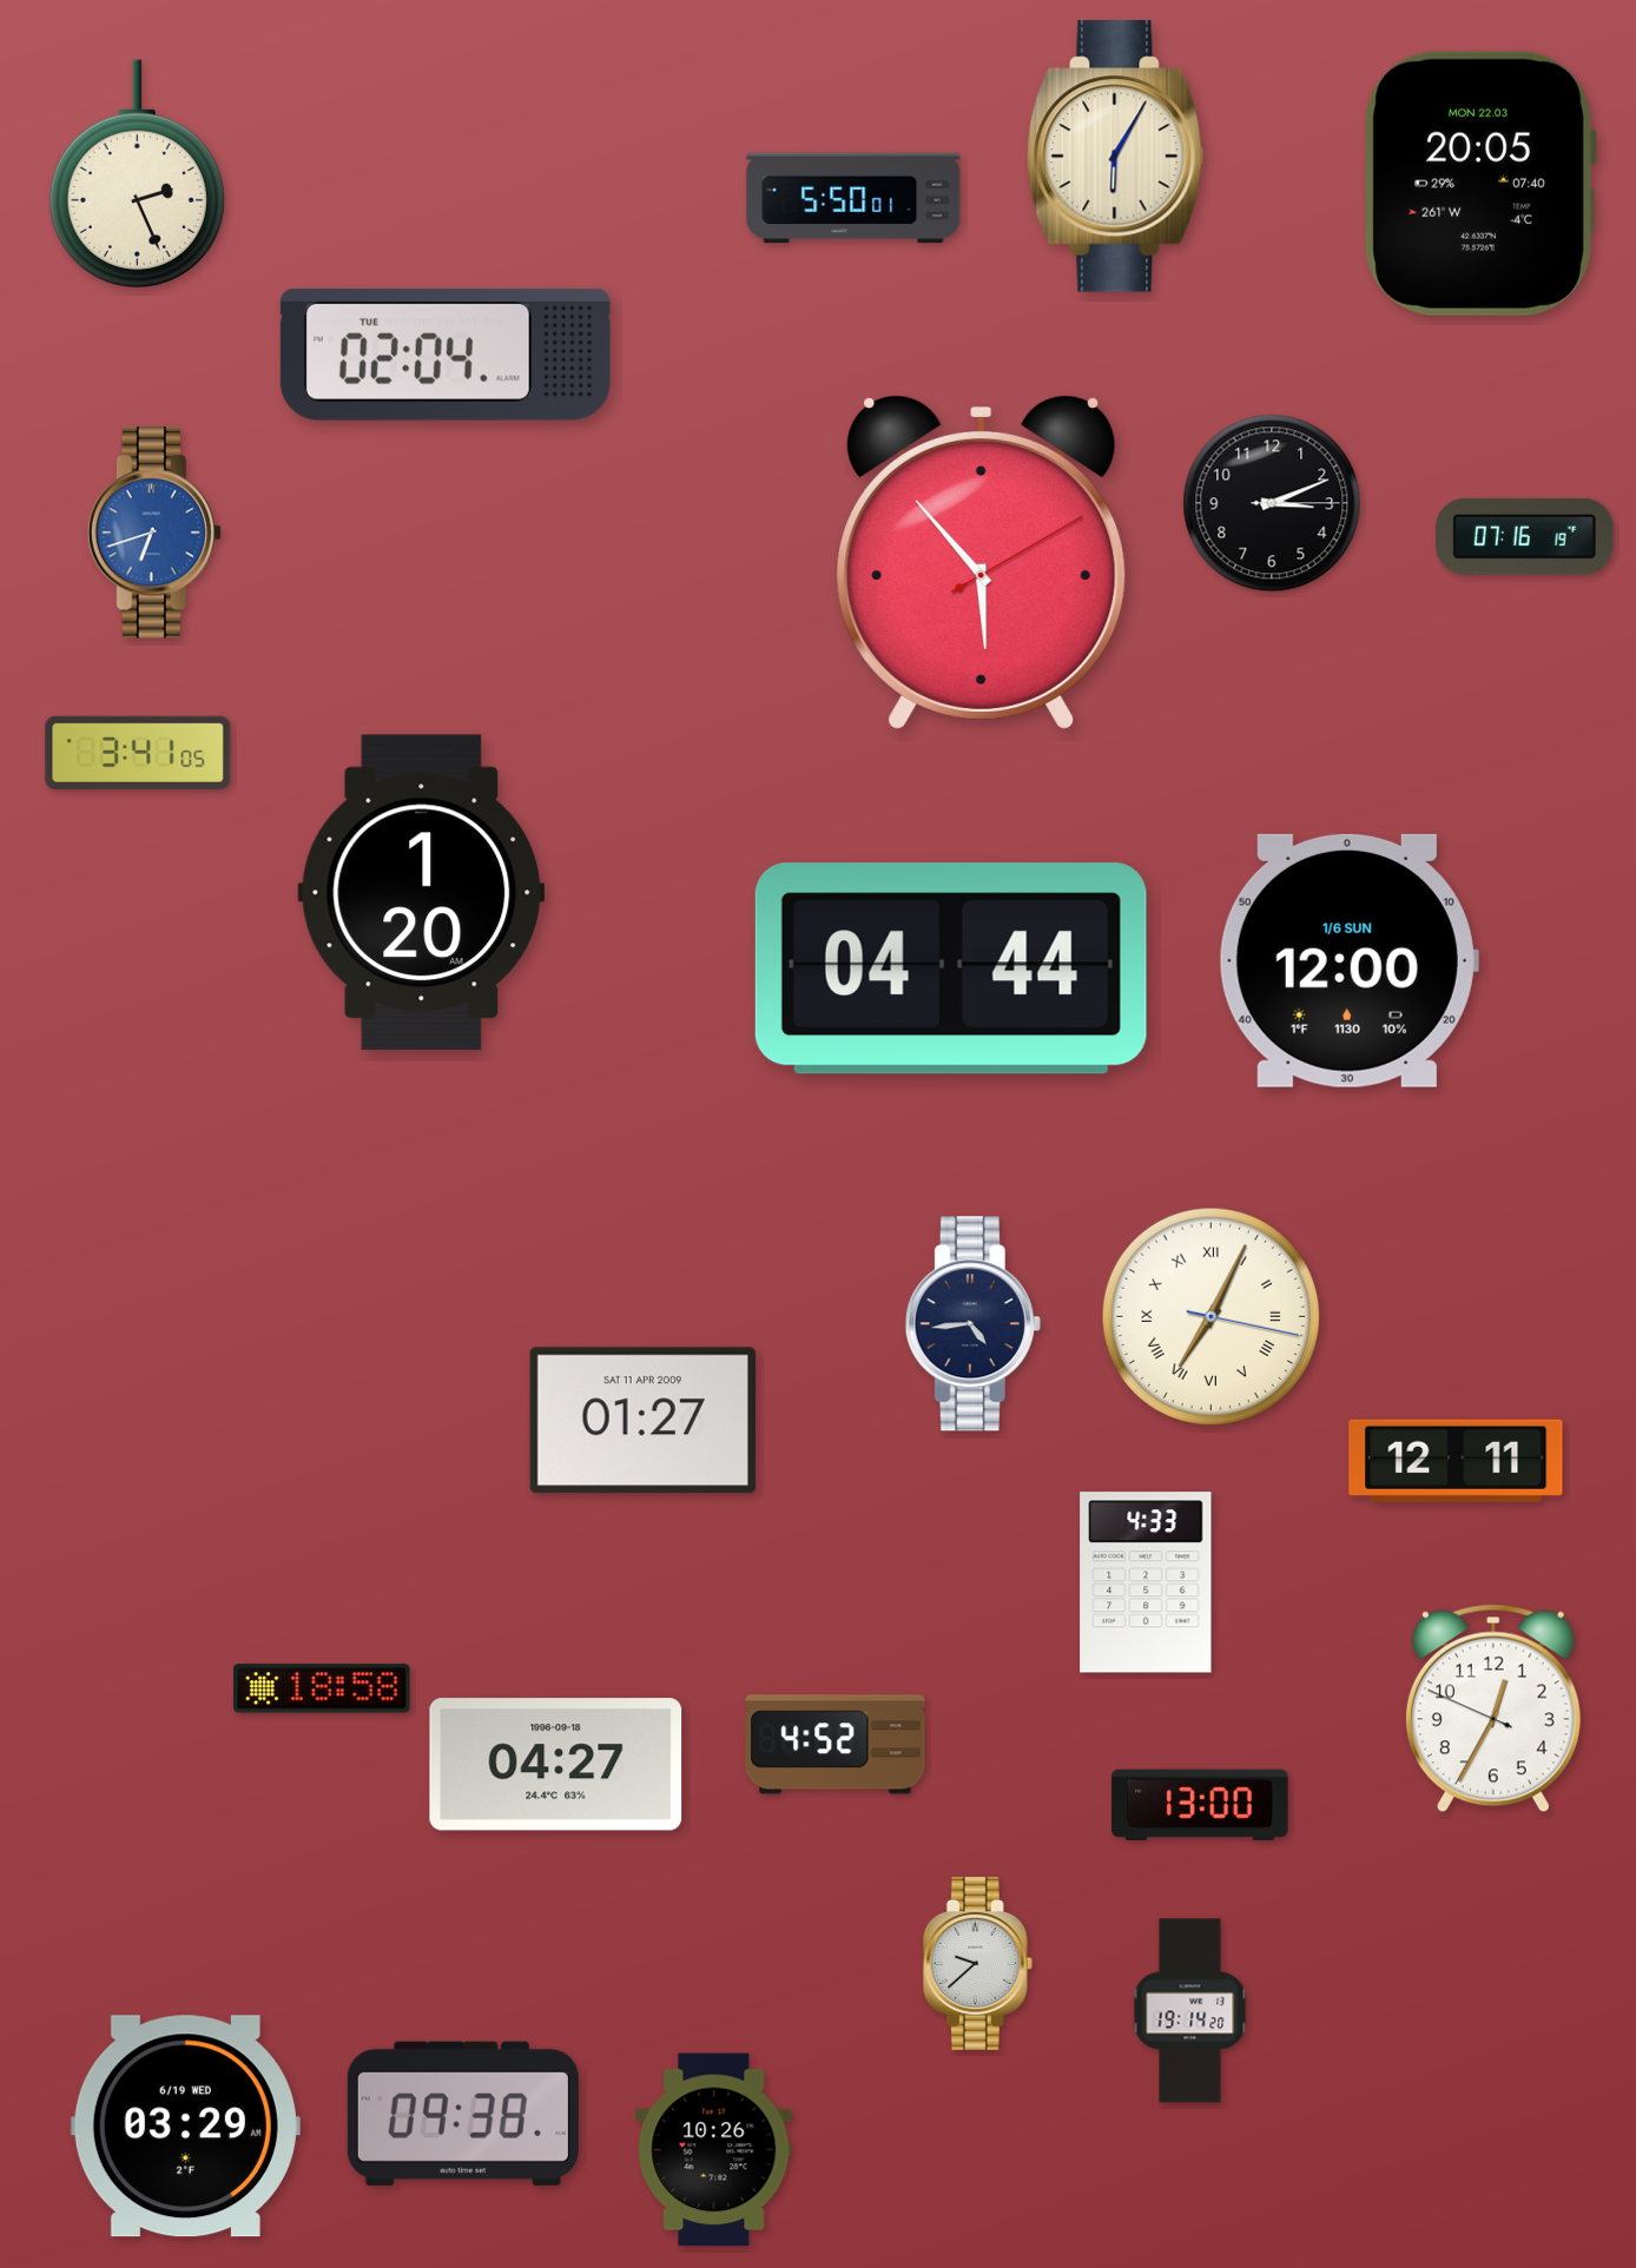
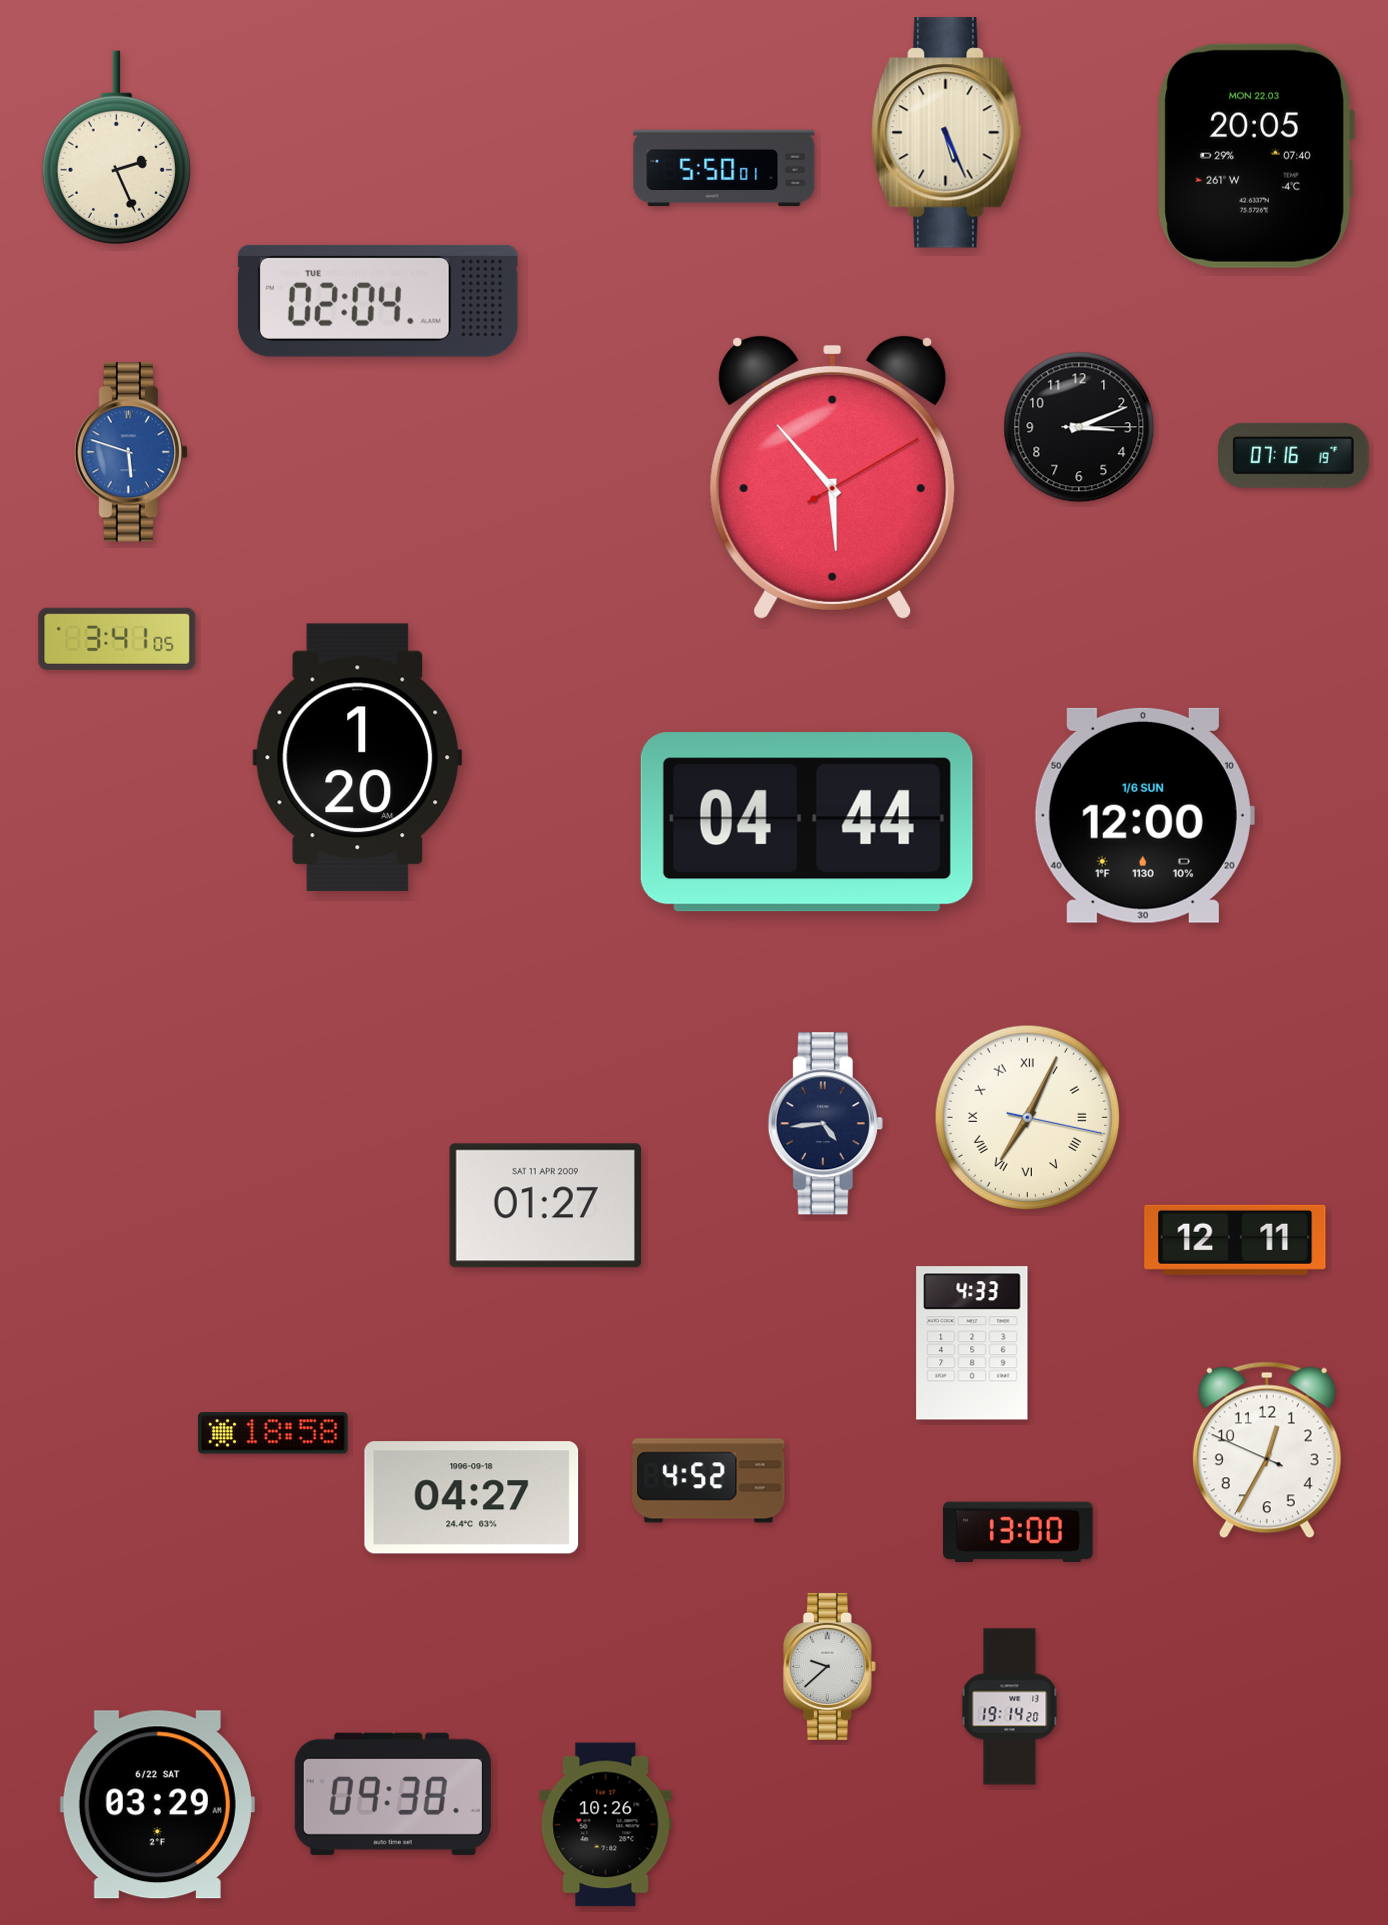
clock at (1116, 157): 6:05 -> 5:26
clock at (153, 533): 6:42 -> 5:48
clock at (185, 2127) date: 6/19 WED -> 6/22 SAT
